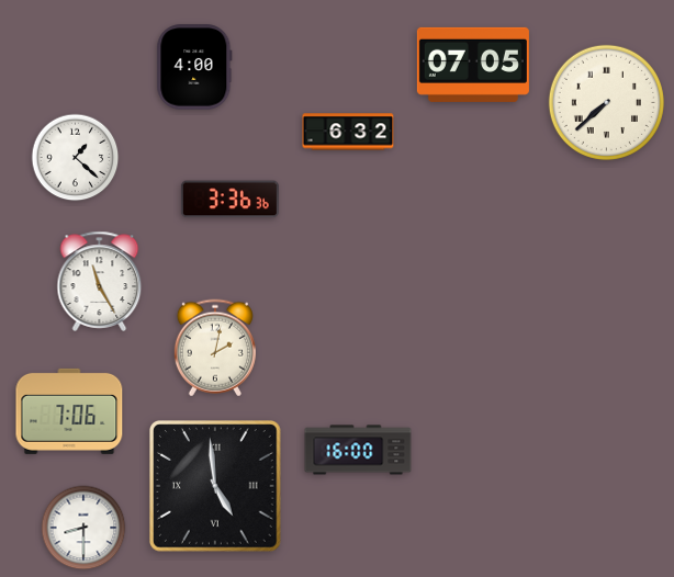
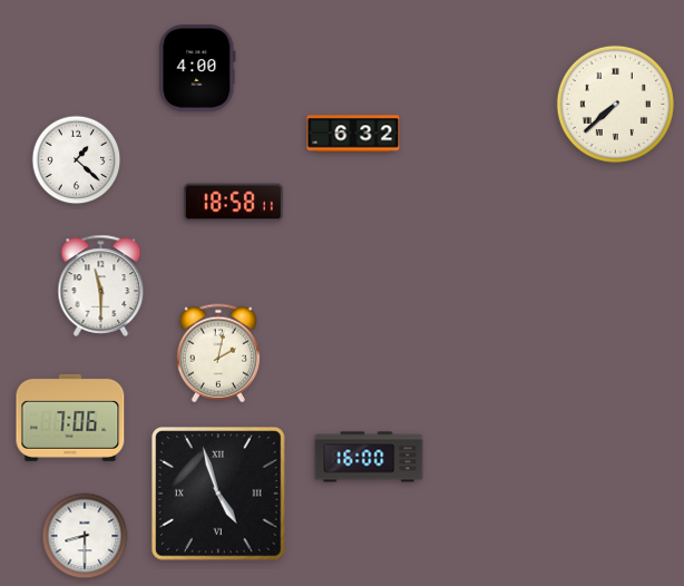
clock at (473, 65): 07:05 -> none
clock at (229, 200): 3:36 -> 18:58
clock at (100, 281): 11:25 -> 11:30
clock at (358, 450) position: (358, 450) -> (369, 457)
clock at (216, 487): 4:59 -> 4:57
